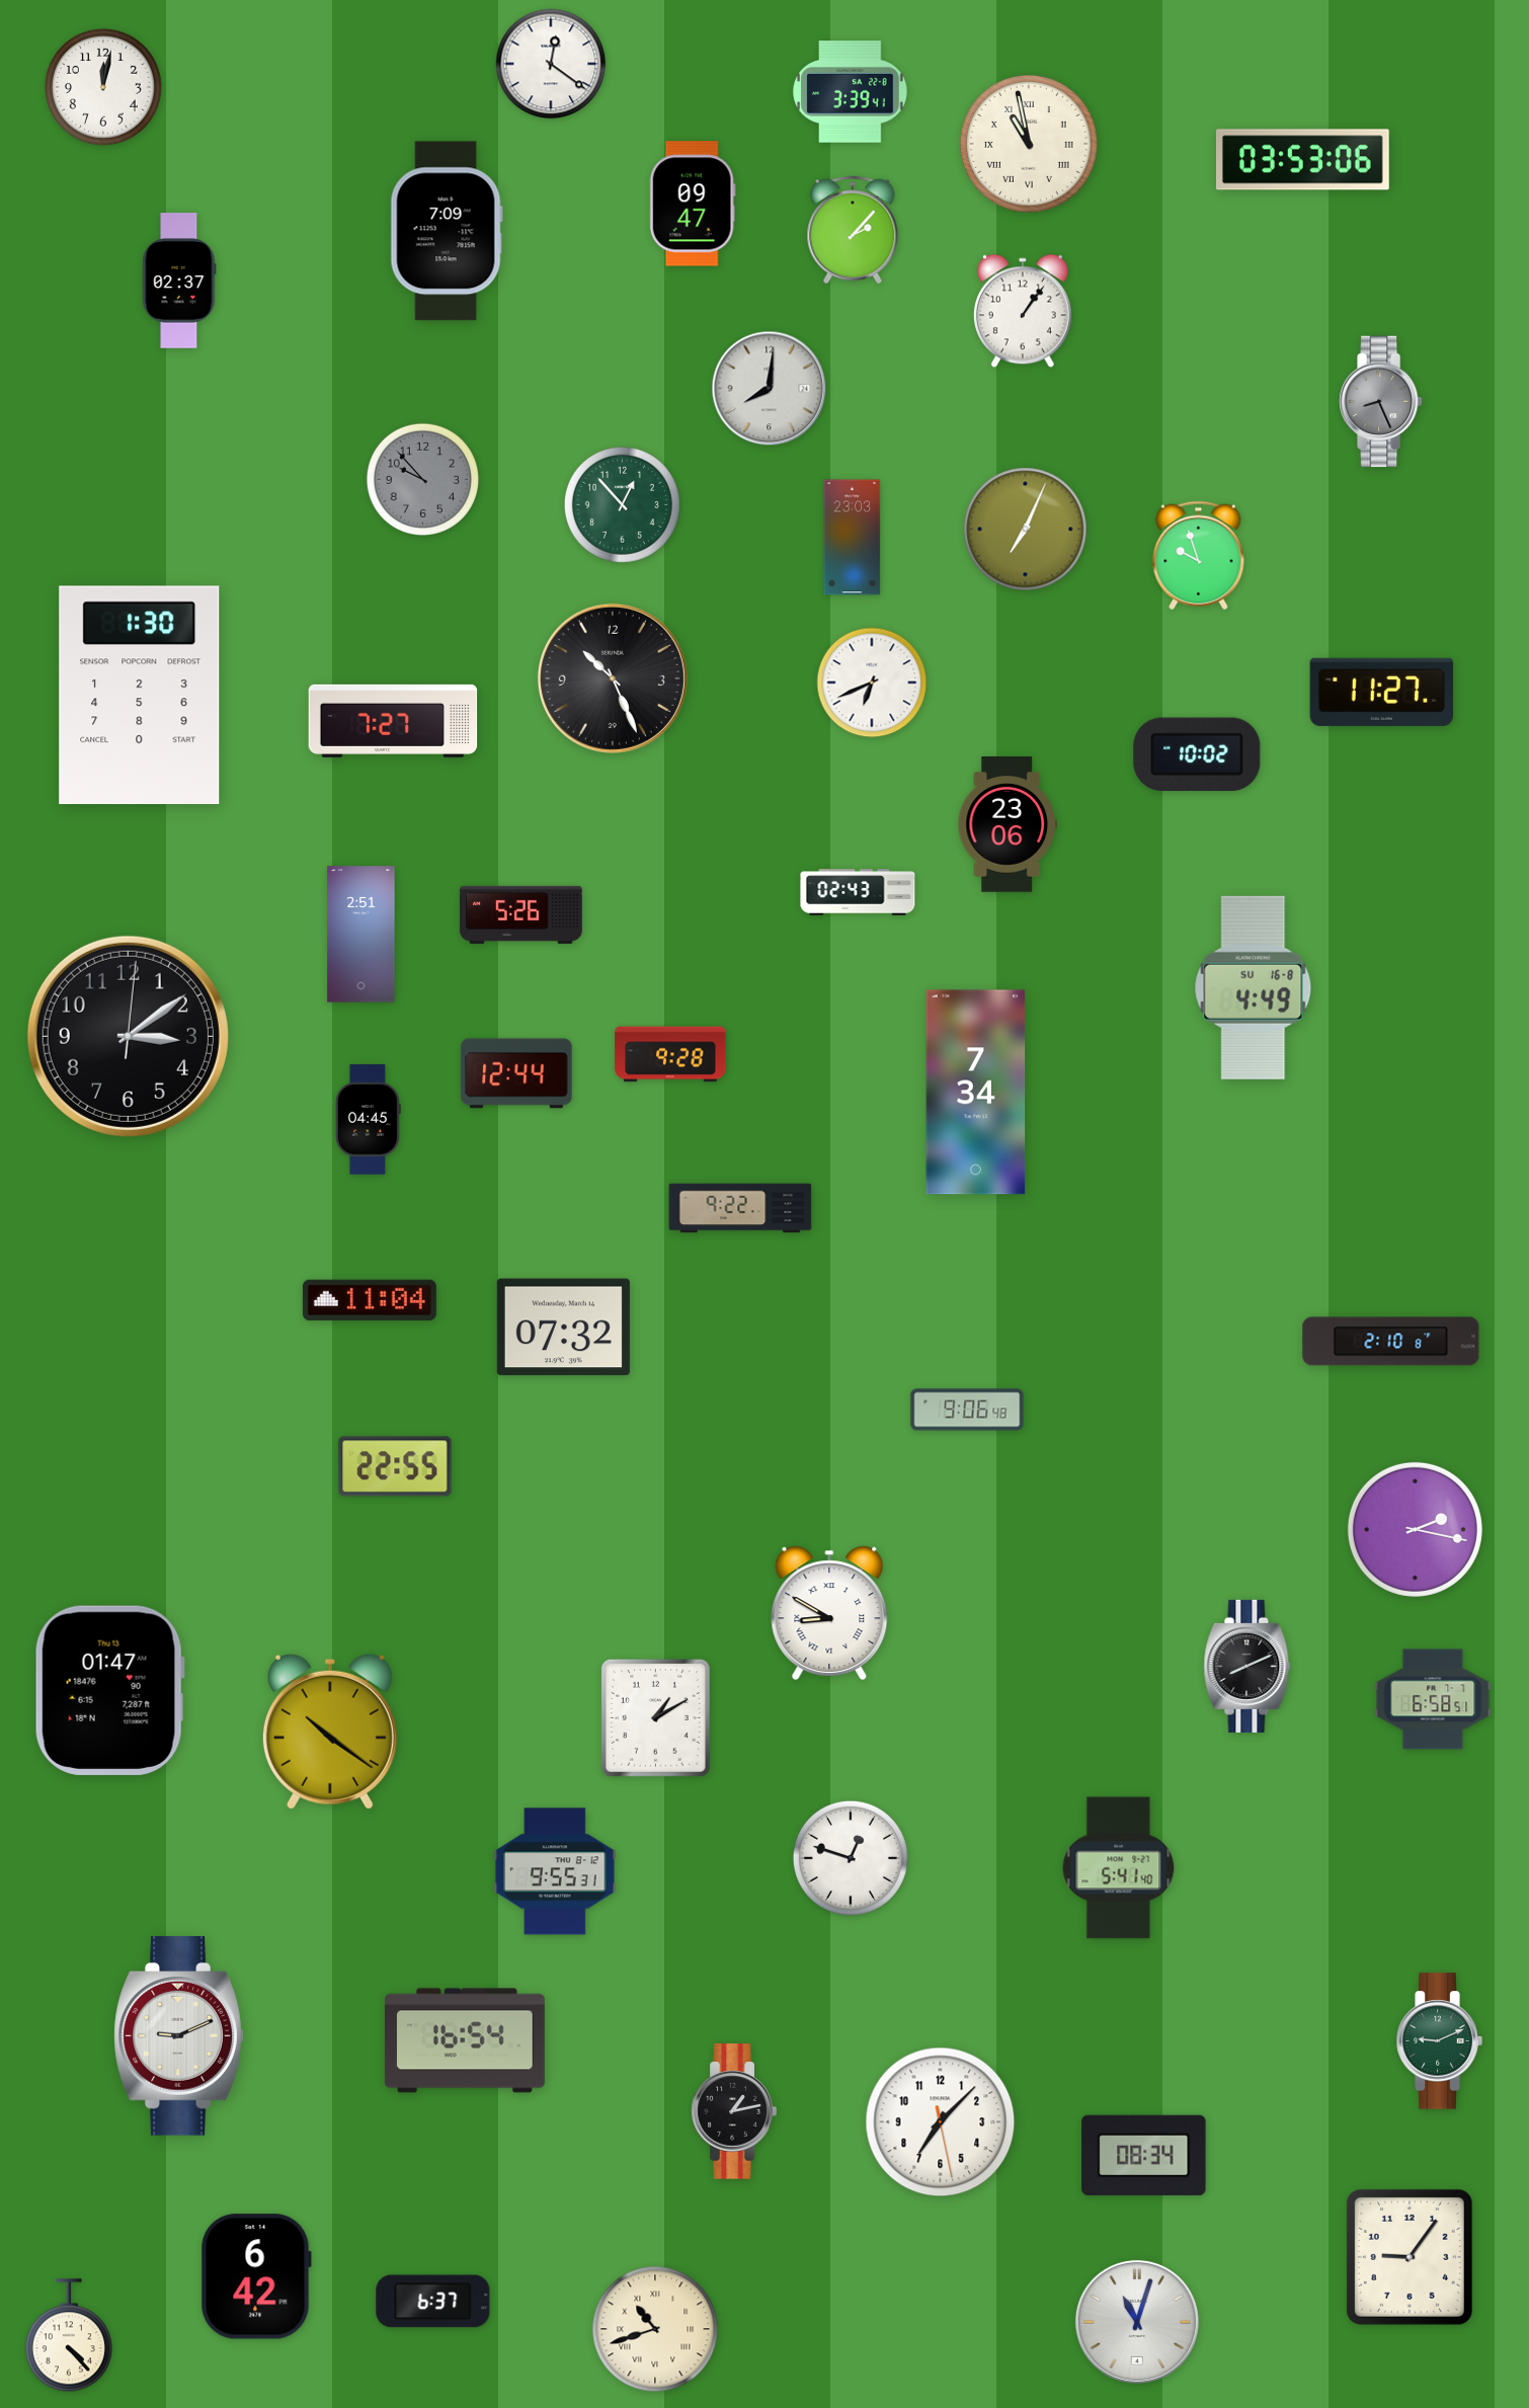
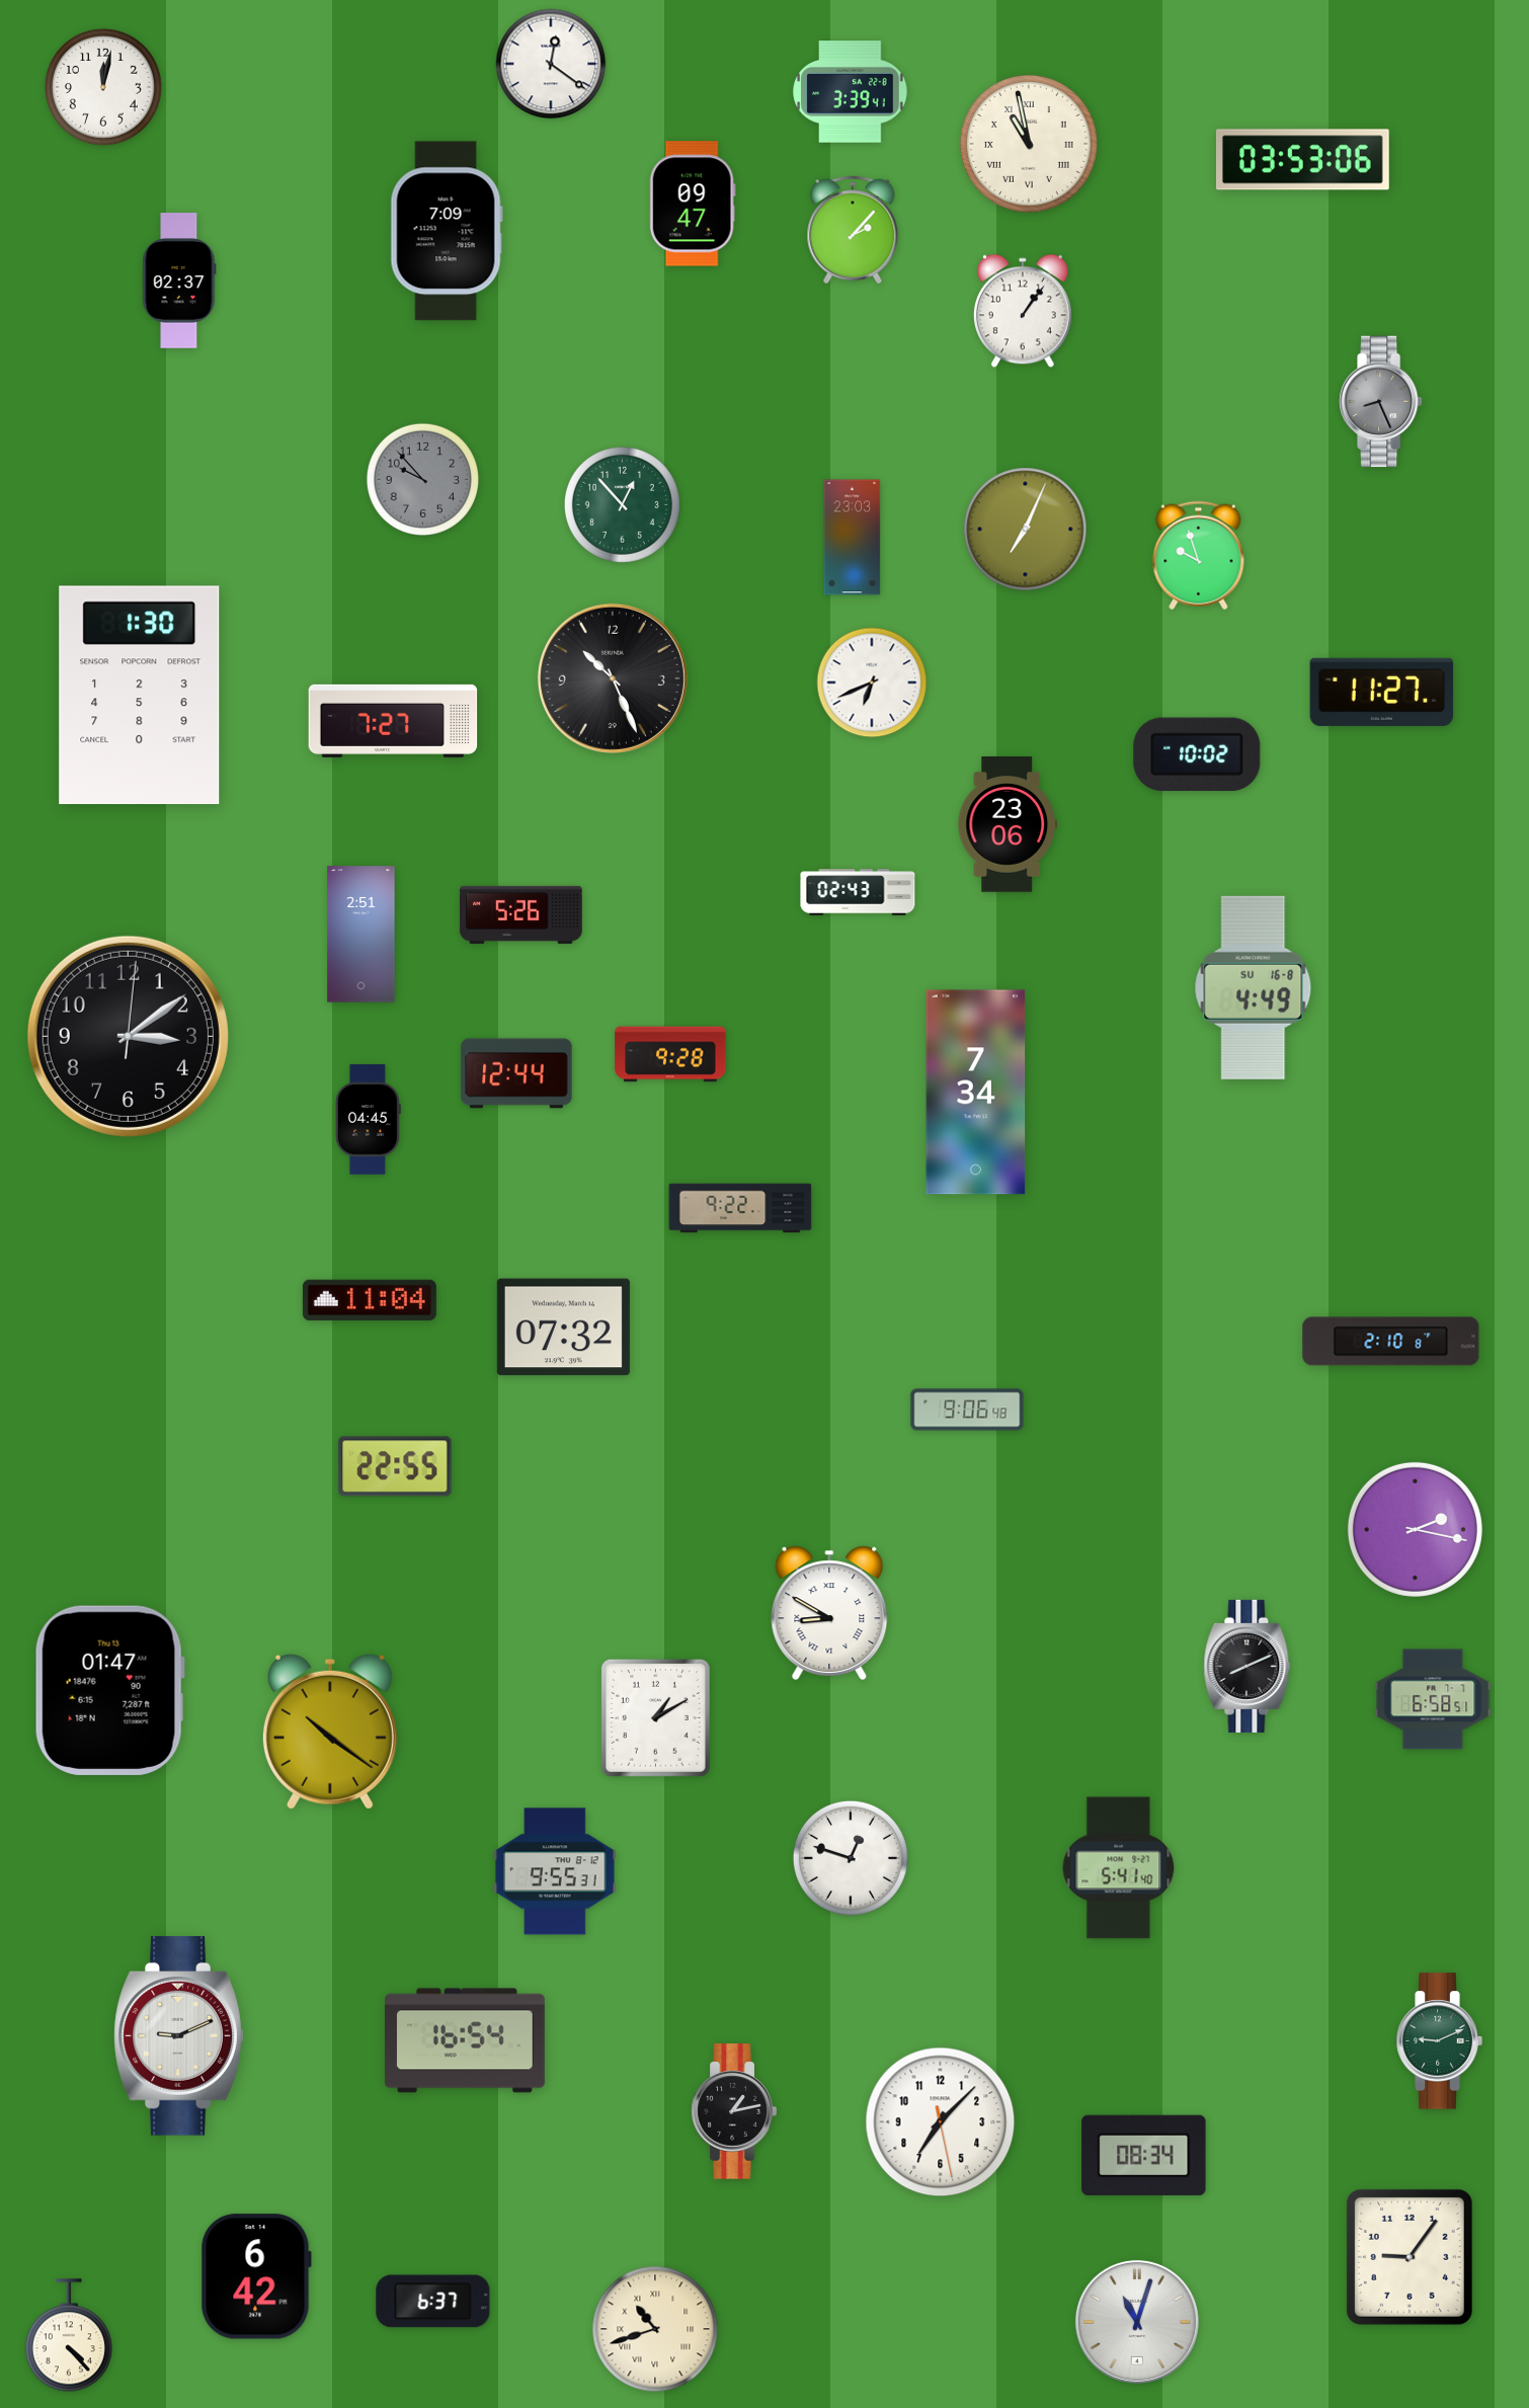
clock at (770, 389): 8:01 -> none
